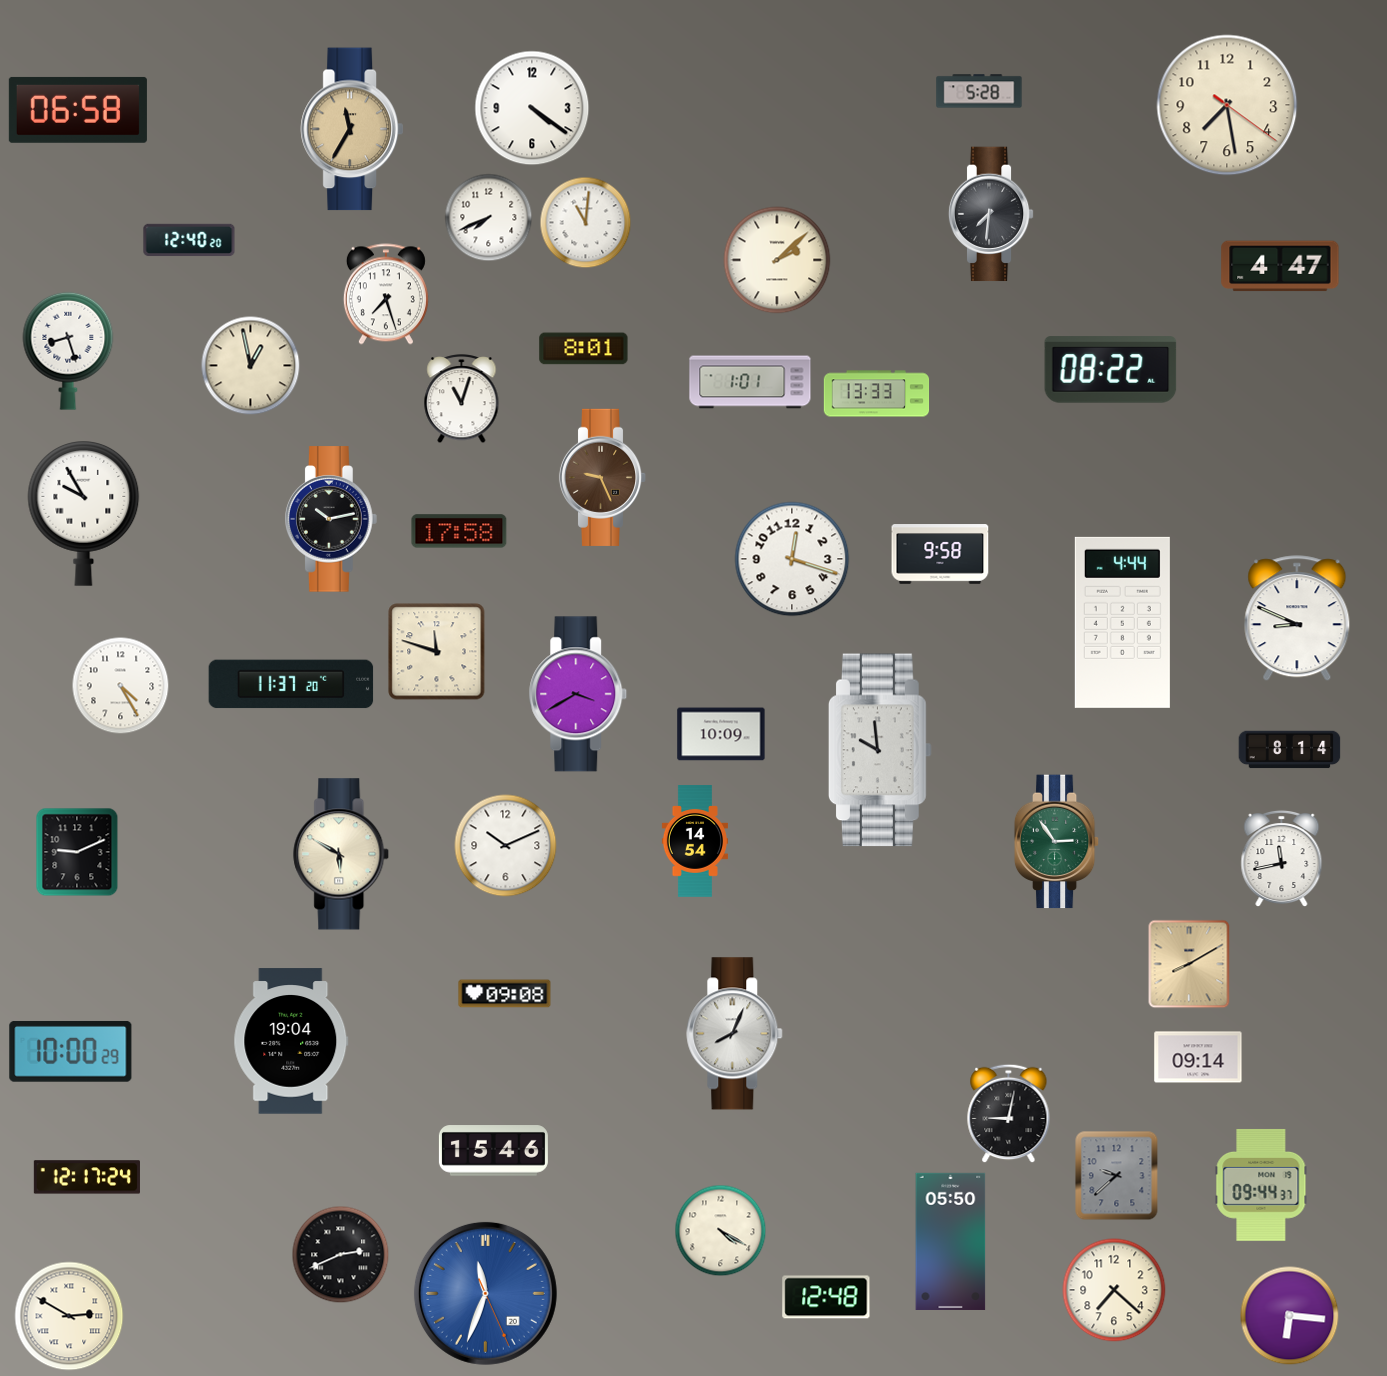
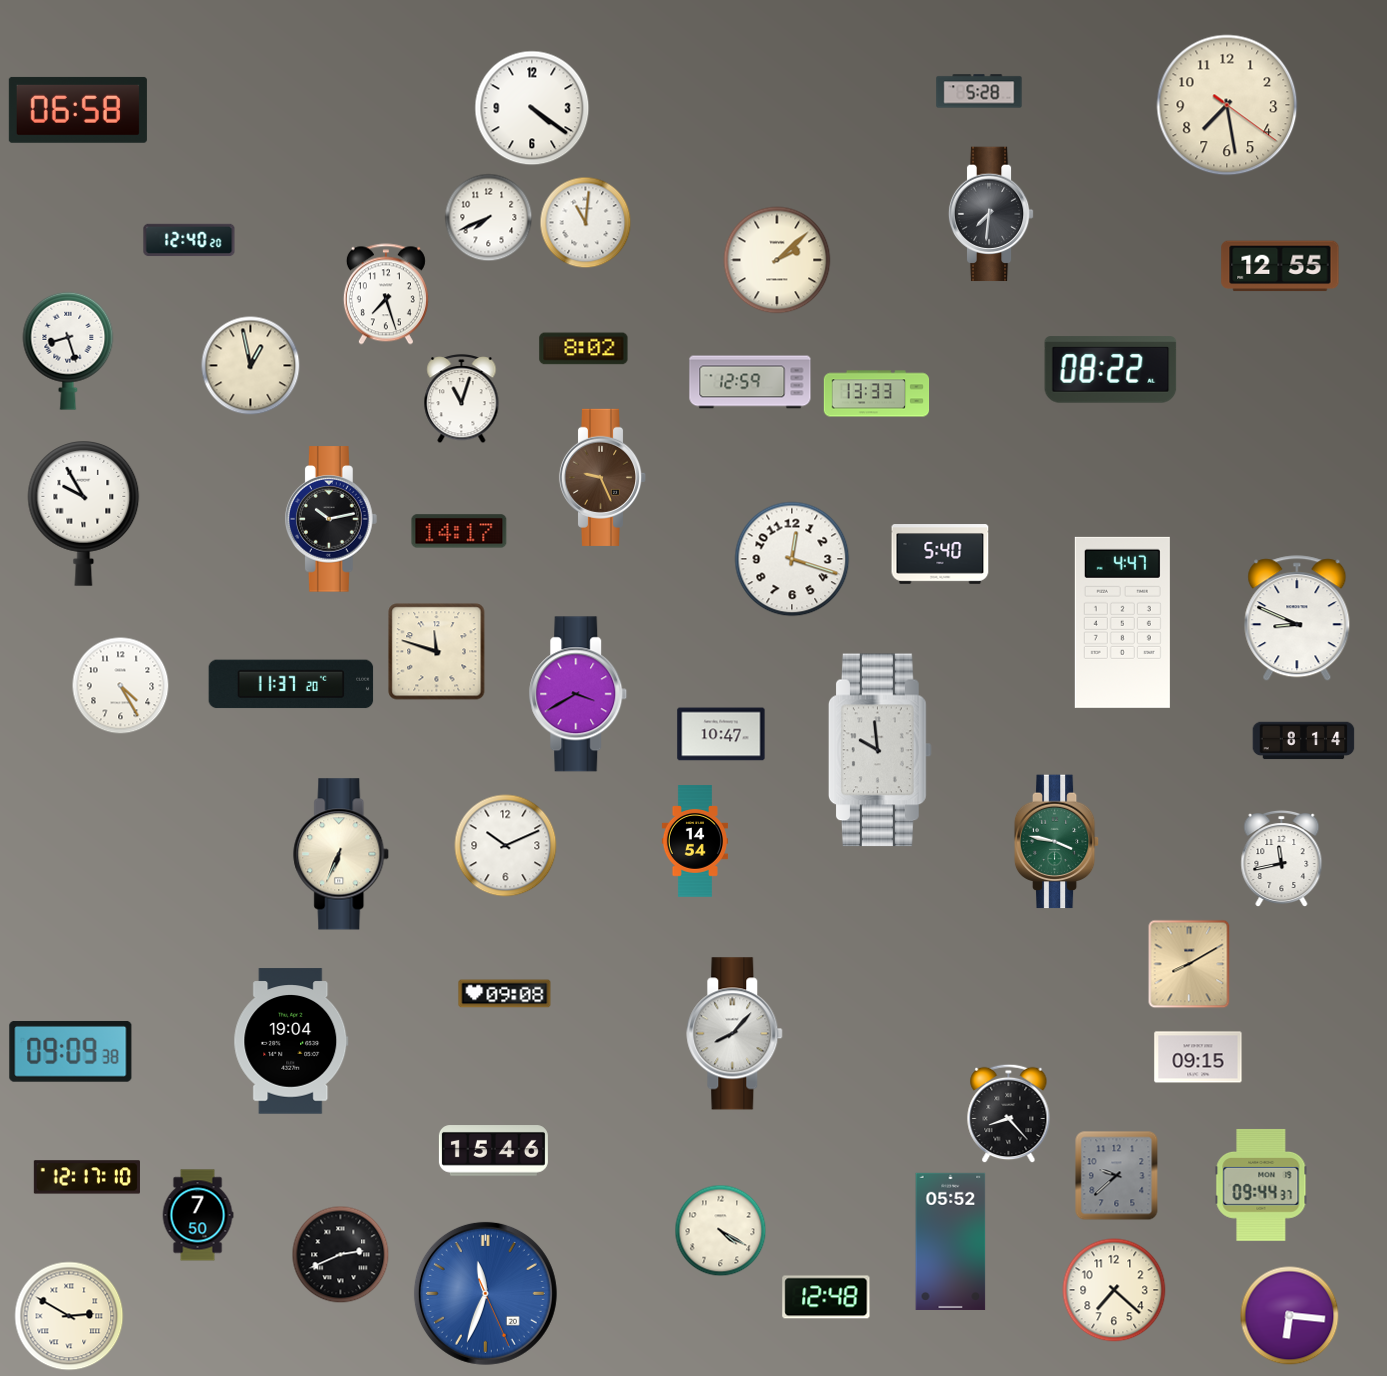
clock at (352, 129): 11:35 -> none
clock at (1280, 266): 4:47 -> 12:55
clock at (584, 349): 8:01 -> 8:02
clock at (750, 382): 1:01 -> 12:59
clock at (459, 531): 17:58 -> 14:17
clock at (940, 554): 9:58 -> 5:40
clock at (1122, 622): 4:44 -> 4:47
clock at (721, 734): 10:09 -> 10:47
clock at (1290, 750) position: (1290, 750) -> (1304, 741)
clock at (1057, 842): 2:54 -> 3:47
clock at (77, 852): 9:11 -> none
clock at (342, 854): 5:50 -> 6:34
clock at (735, 1034): 8:04 -> 8:07
clock at (71, 1051): 10:00 -> 09:09
clock at (1198, 1057): 09:14 -> 09:15
clock at (1009, 1114): 9:02 -> 8:23
clock at (87, 1177): 12:17:24 -> 12:17:10
clock at (198, 1215): none -> 7:50
clock at (951, 1241): 05:50 -> 05:52
